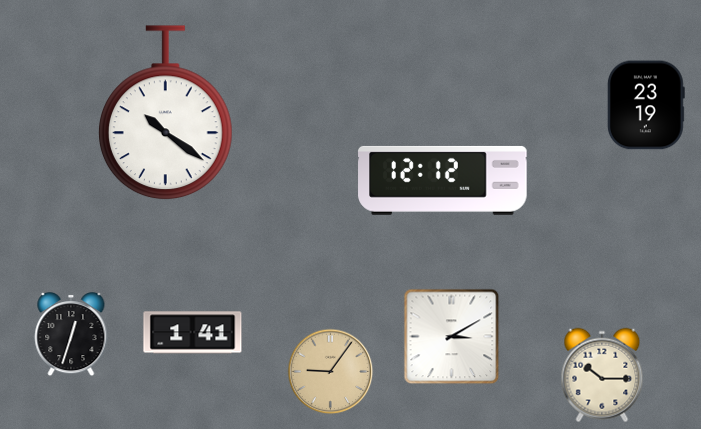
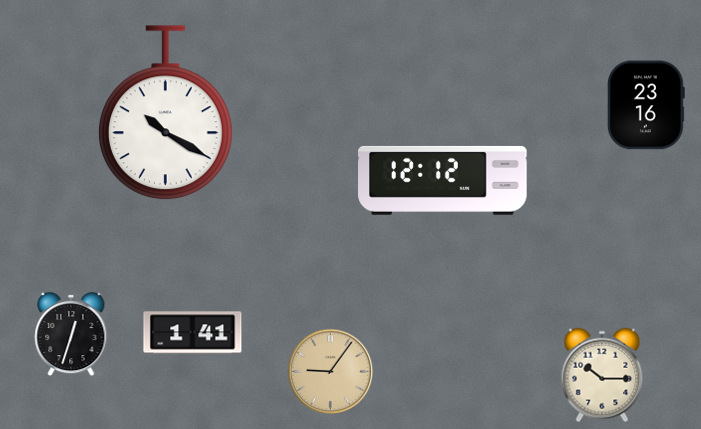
clock at (646, 105): 23:19 -> 23:16
clock at (165, 113): 10:21 -> 10:20
clock at (452, 337): 3:10 -> none
